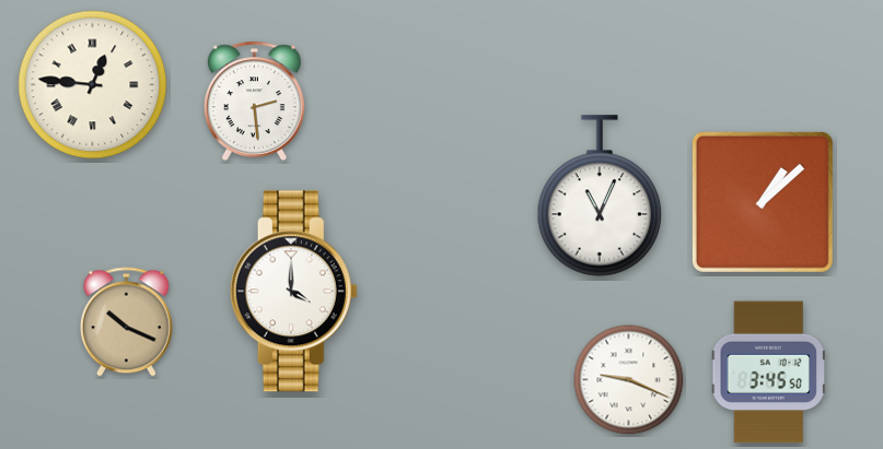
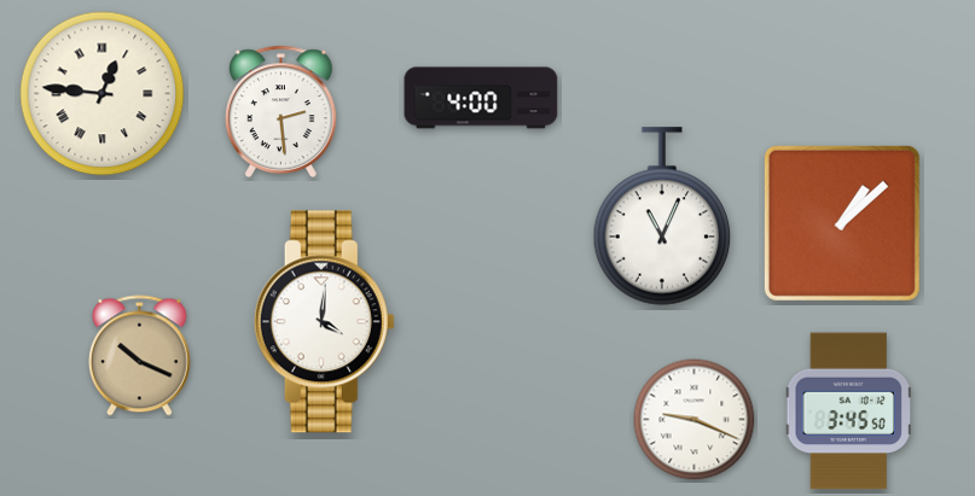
clock at (481, 98): none -> 4:00
clock at (293, 292): 4:00 -> 4:01
